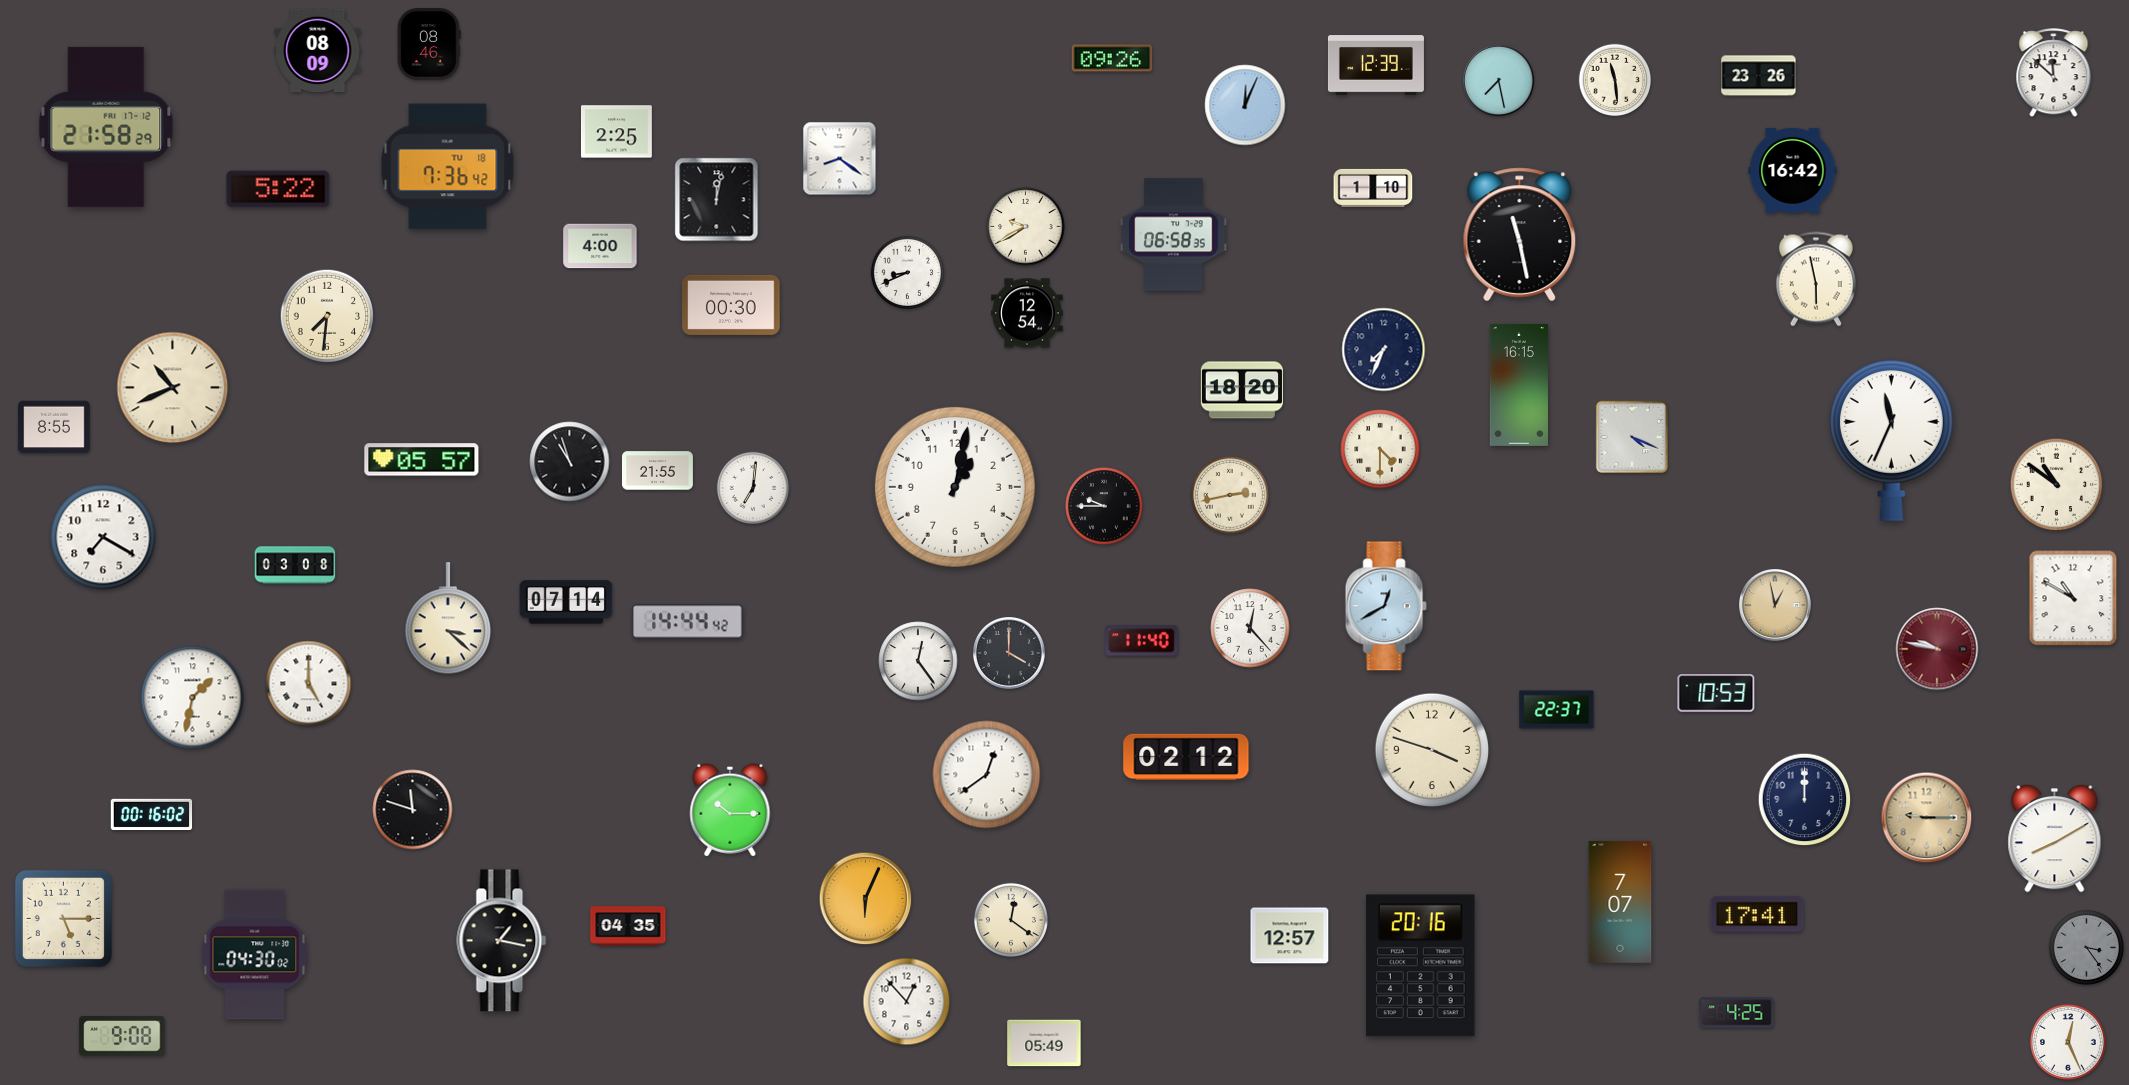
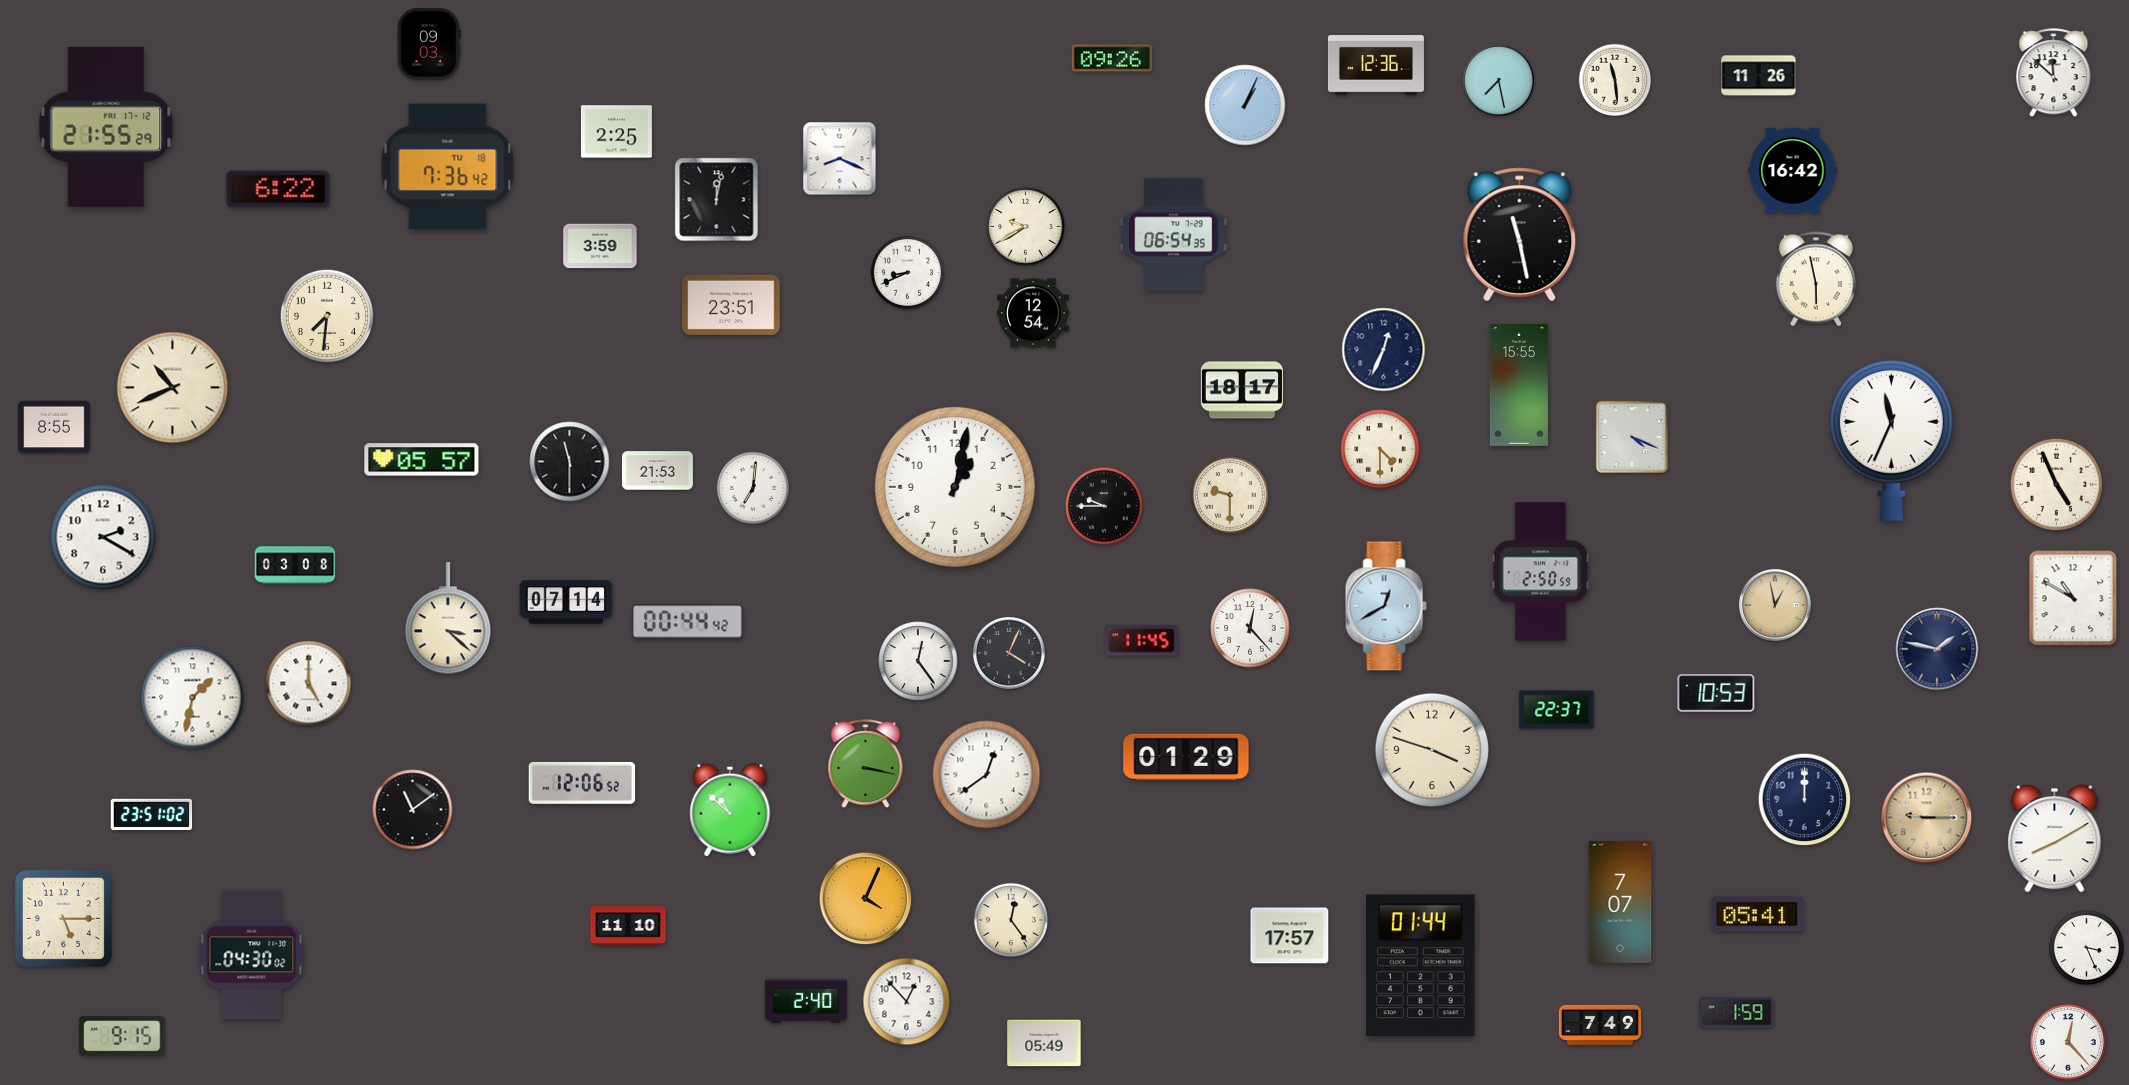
clock at (429, 44): 08:46 -> 09:03
clock at (318, 51): 08:09 -> none
clock at (1376, 65): 12:39 -> 12:36
clock at (1759, 76): 23:26 -> 11:26
clock at (1245, 105): 12:04 -> 1:04
clock at (106, 127): 21:58 -> 21:55
clock at (840, 159): 8:21 -> 8:19
clock at (1373, 188): 1:10 -> none
clock at (278, 189): 5:22 -> 6:22
clock at (1174, 235): 06:58 -> 06:54
clock at (600, 246): 4:00 -> 3:59
clock at (731, 305): 00:30 -> 23:51
clock at (1027, 313) position: (1027, 313) -> (1033, 313)
clock at (1384, 350): 7:34 -> 12:34
clock at (1519, 385): 16:15 -> 15:55
clock at (1242, 390): 18:20 -> 18:17
clock at (570, 462): 10:57 -> 11:30
clock at (657, 471): 21:55 -> 21:53
clock at (2057, 485): 10:51 -> 4:56
clock at (1230, 495): 2:43 -> 9:30
clock at (103, 537): 7:20 -> 2:20
clock at (1541, 572): none -> 2:50
clock at (688, 622): 14:44 -> 00:44
clock at (1142, 641): 11:40 -> 11:45
clock at (1937, 649): 9:47 -> 1:47
clock at (1937, 649) dial: burgundy -> navy
clock at (1010, 654): 4:00 -> 4:04
clock at (1186, 757): 02:12 -> 01:29
clock at (866, 764): none -> 3:17
clock at (582, 783): none -> 12:06
clock at (413, 810): 11:48 -> 11:09
clock at (730, 810): 10:15 -> 10:52
clock at (152, 814): 00:16 -> 23:51
clock at (866, 899): 6:04 -> 4:04
clock at (1757, 914): 17:41 -> 05:41
clock at (1011, 920): 12:21 -> 12:24
clock at (628, 926): 04:35 -> 11:10
clock at (1290, 936): 12:57 -> 17:57
clock at (502, 941): 1:17 -> none
clock at (2086, 947): 3:24 -> 3:26
clock at (2086, 947) dial: grey -> white
clock at (255, 955) position: (255, 955) -> (252, 955)
clock at (1421, 966): 20:16 -> 01:44
clock at (806, 1001): none -> 2:40
clock at (1737, 1013): 4:25 -> 1:59
clock at (1599, 1025): none -> 7:49
clock at (122, 1036): 9:08 -> 9:15
clock at (2068, 1042): 12:26 -> 12:23
